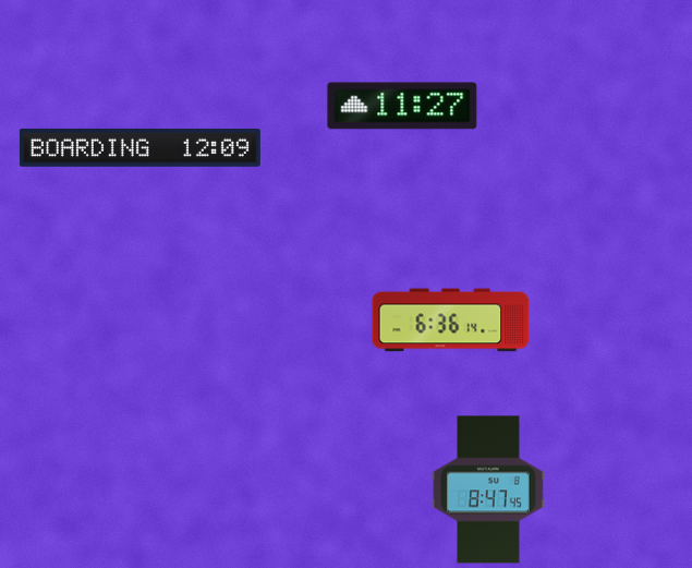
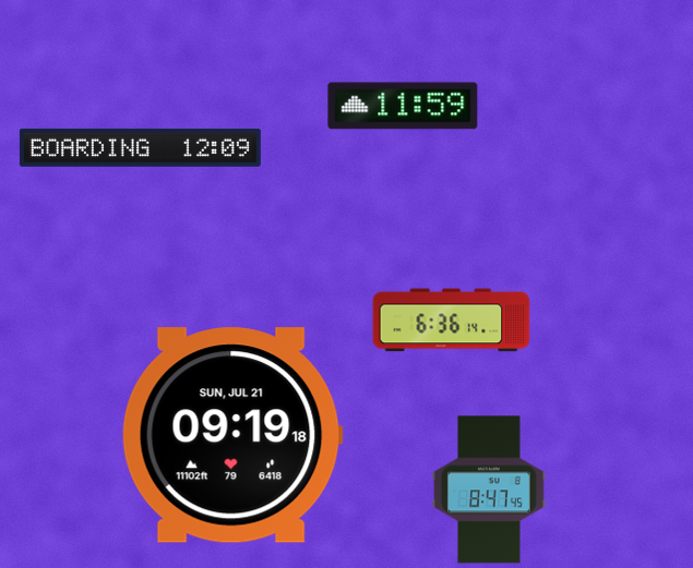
clock at (402, 106): 11:27 -> 11:59
clock at (232, 435): none -> 09:19
